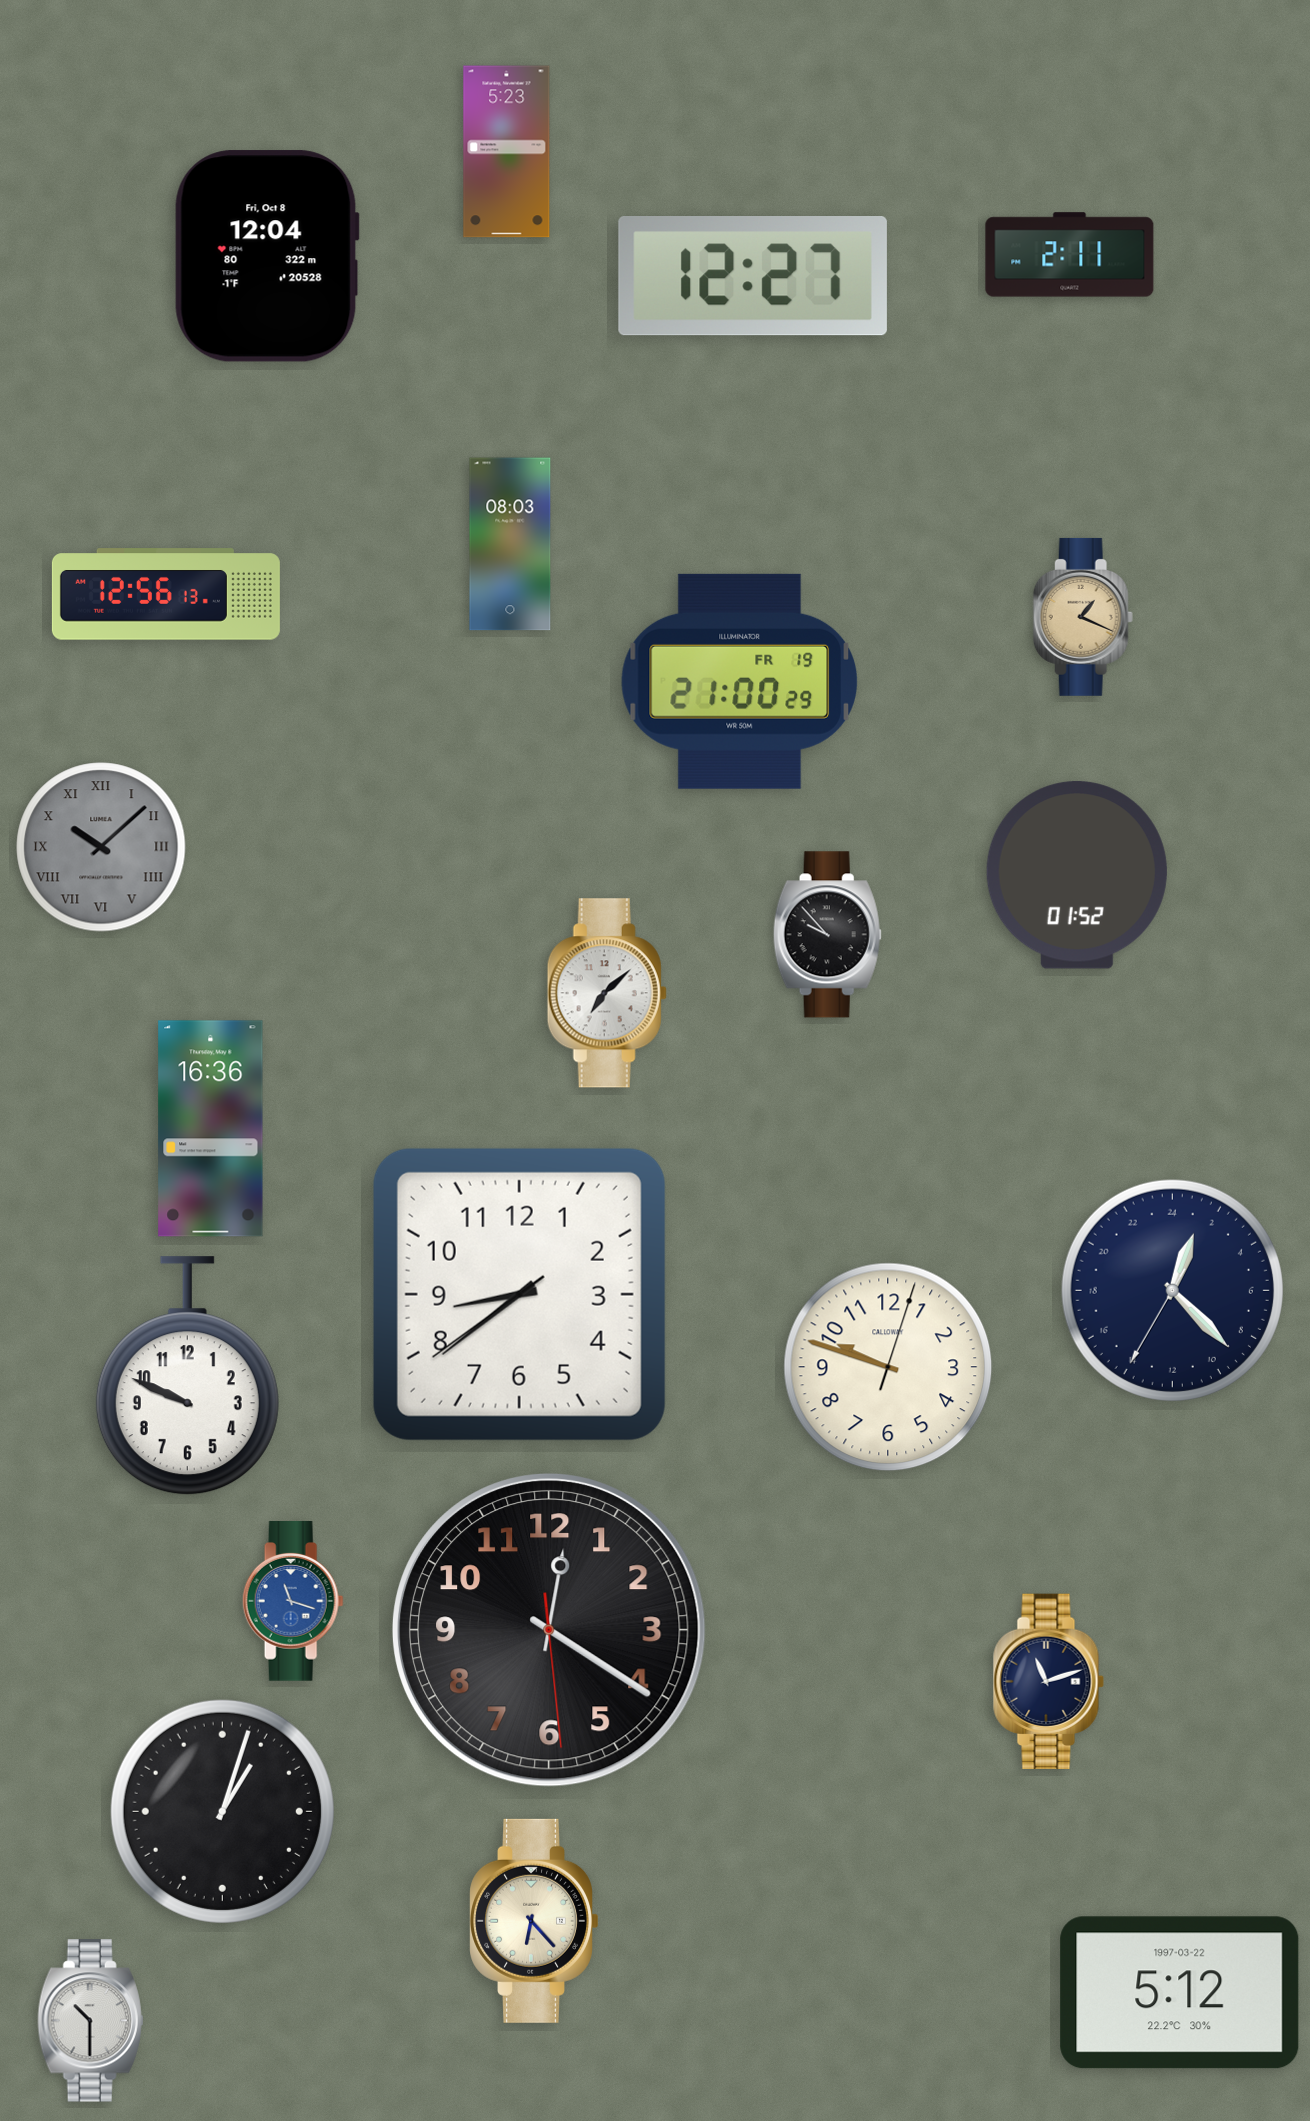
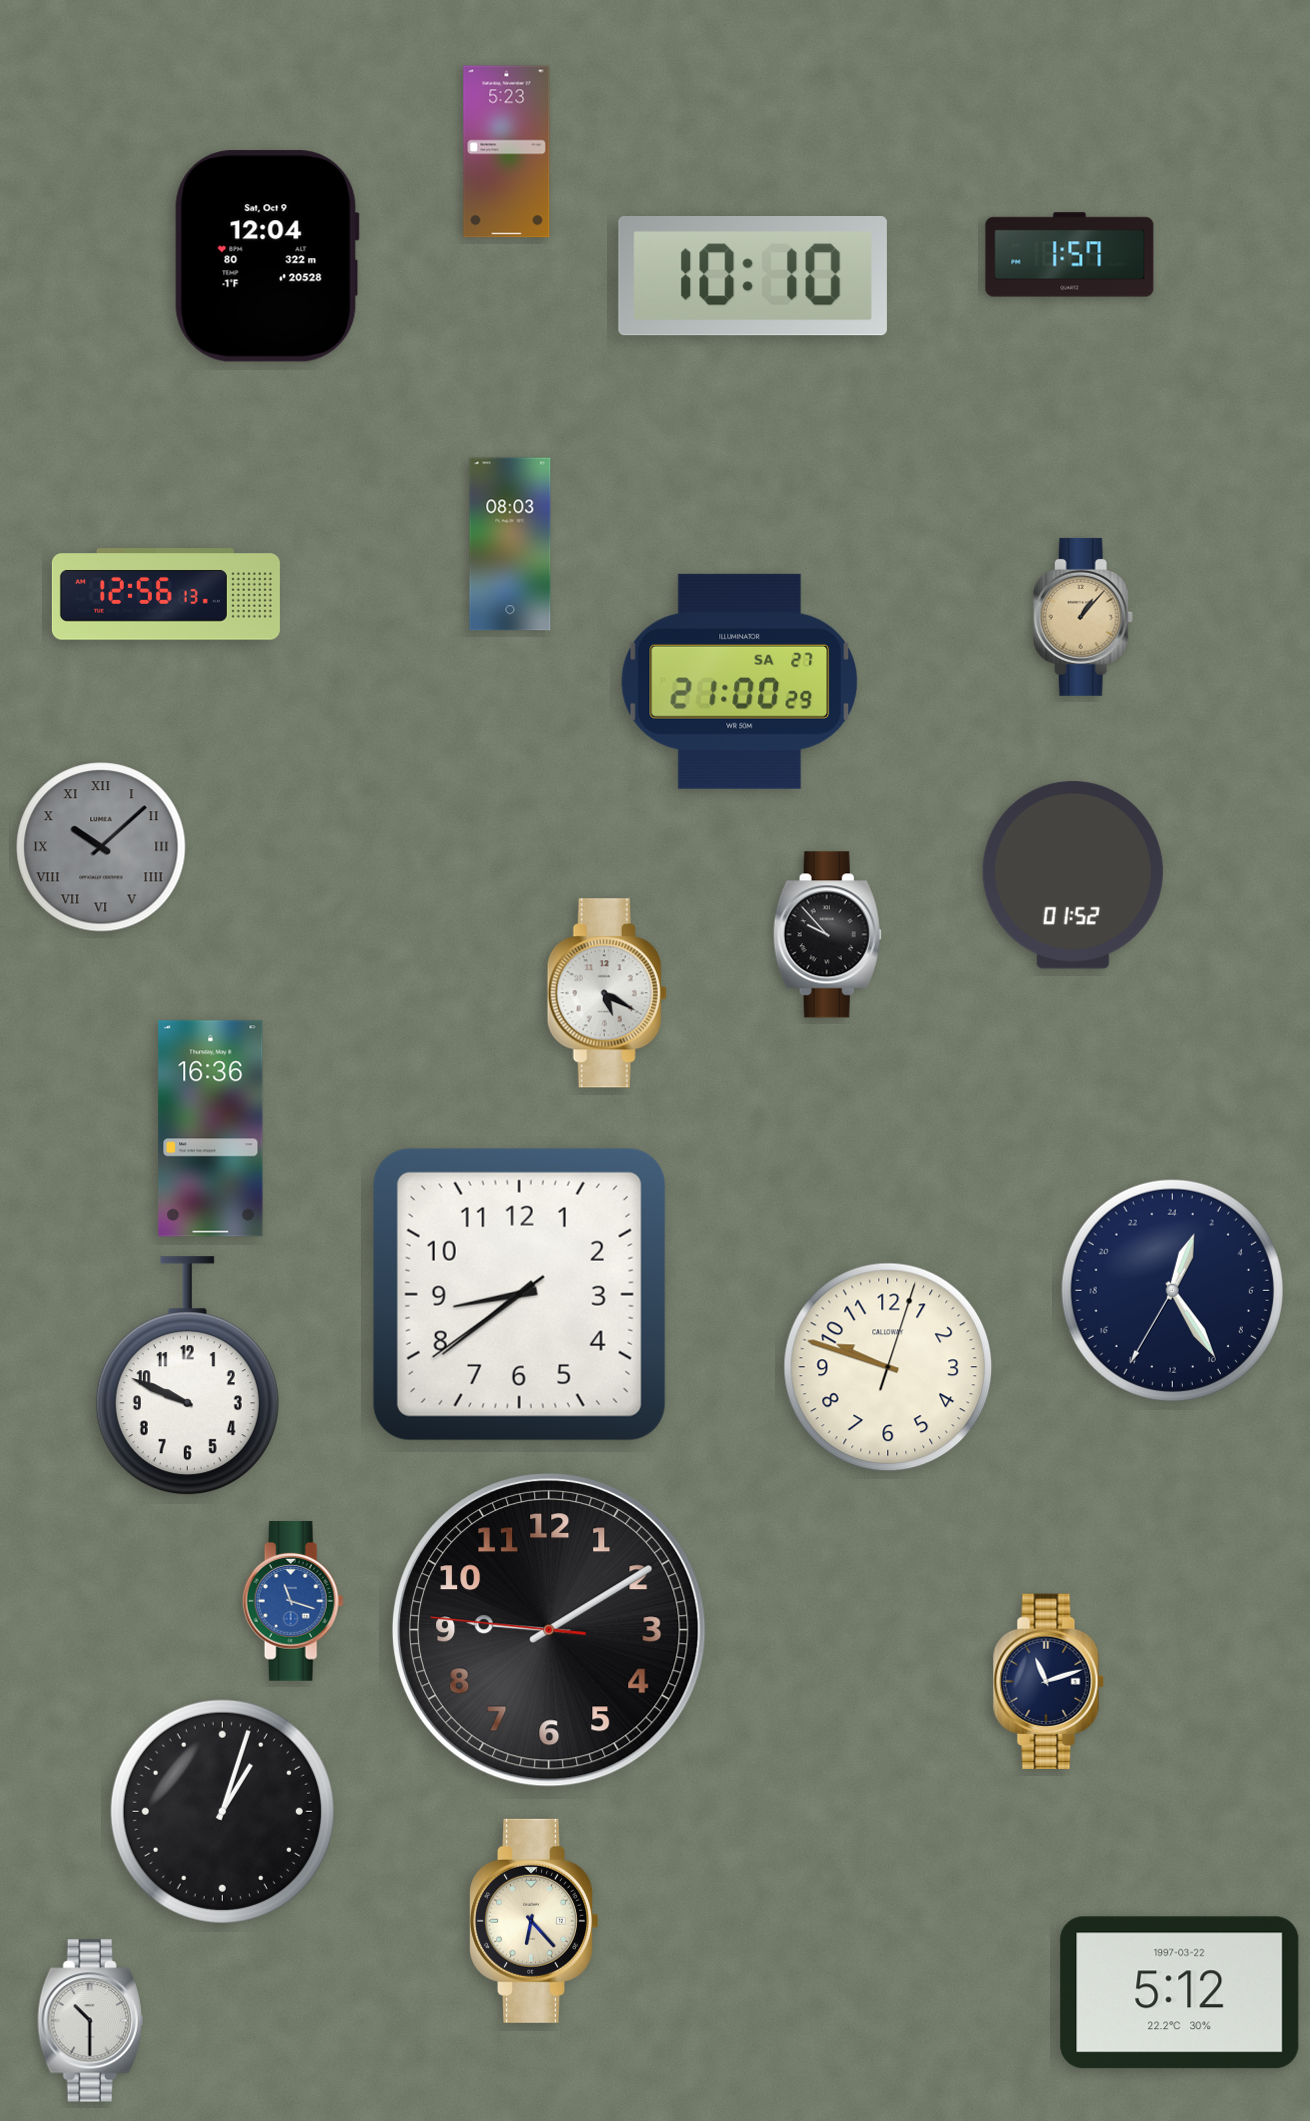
clock at (1070, 255): 2:11 -> 1:57
clock at (267, 256) date: Fri, Oct 8 -> Sat, Oct 9
clock at (753, 277): 12:27 -> 10:10
clock at (1083, 617): 1:19 -> 1:07
clock at (739, 681) date: FR 19 -> SA 27
clock at (1077, 875) position: (1077, 875) -> (1073, 875)
clock at (607, 993): 7:08 -> 5:20
clock at (1172, 1290): 1:22 -> 1:24
clock at (549, 1630): 12:20 -> 9:09
